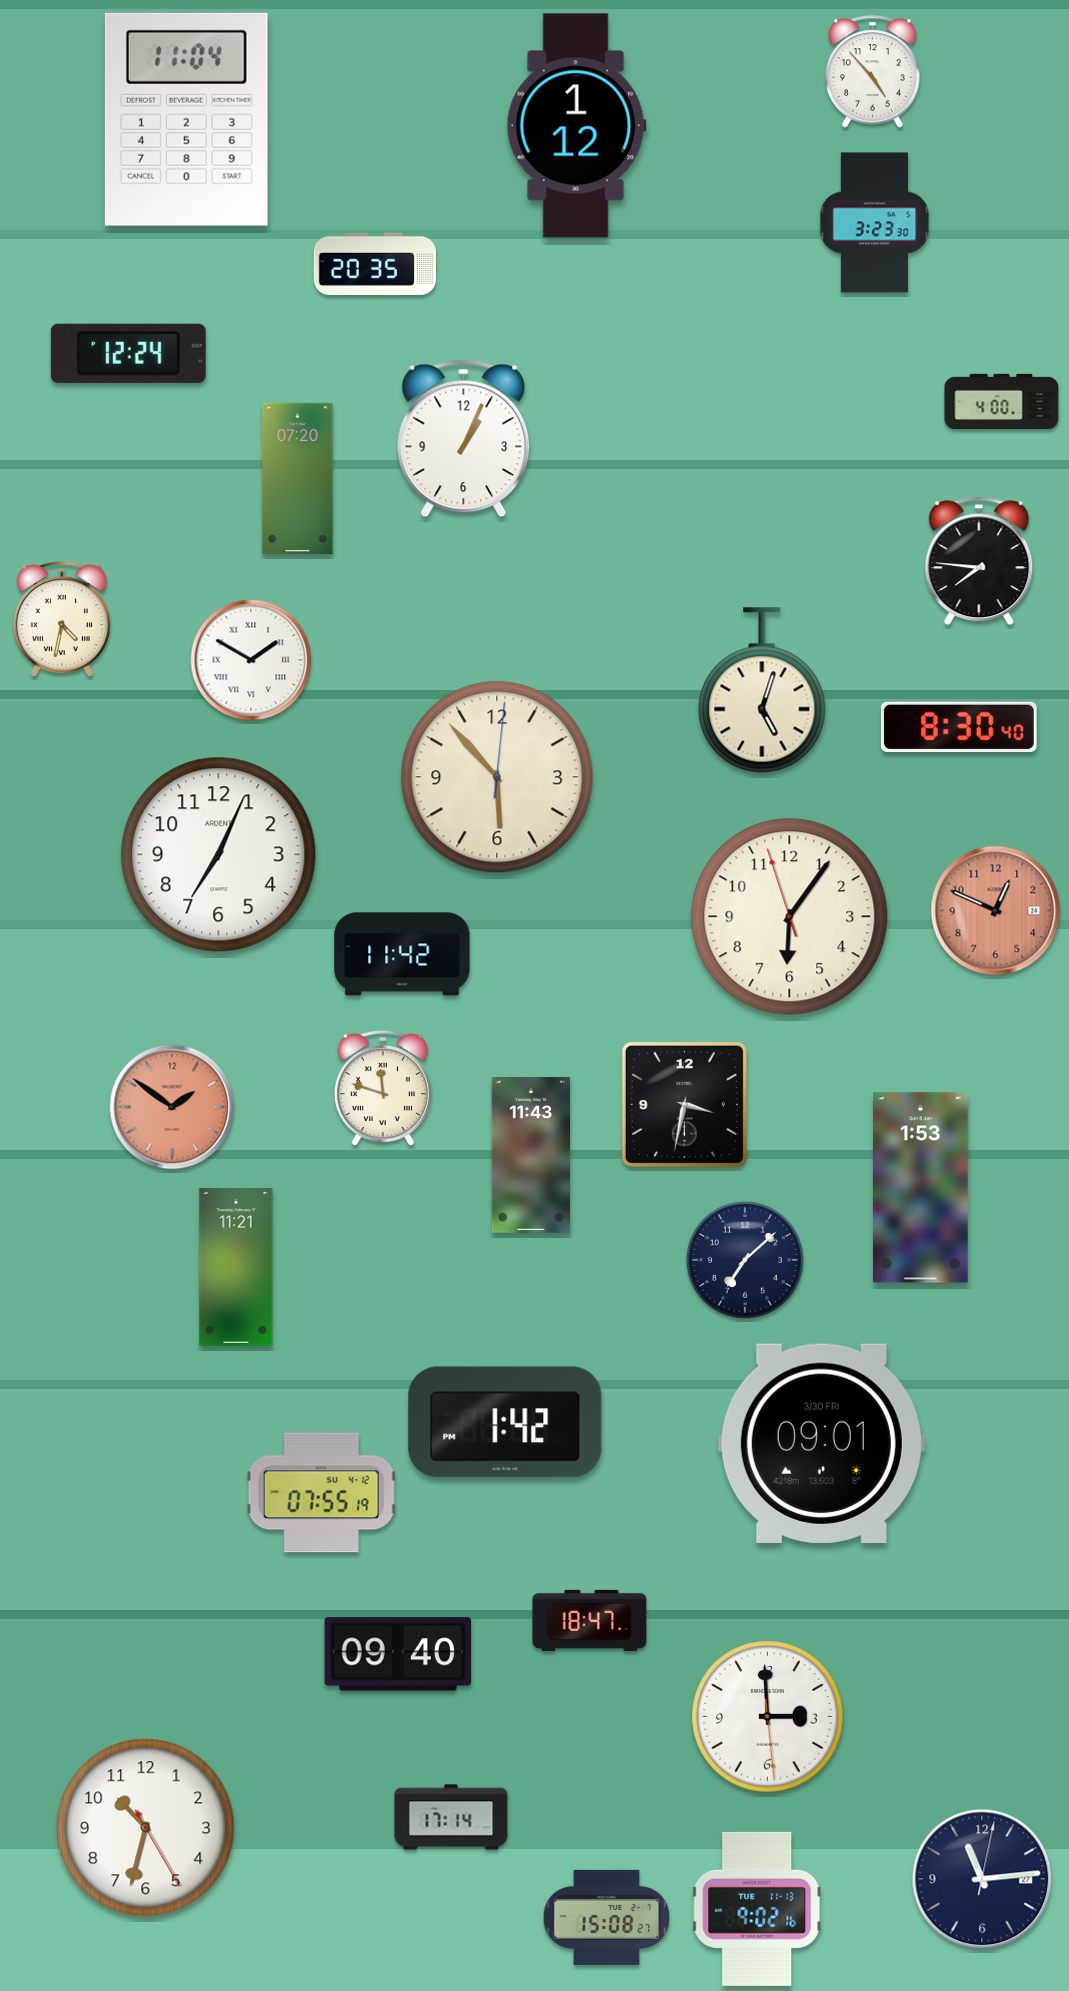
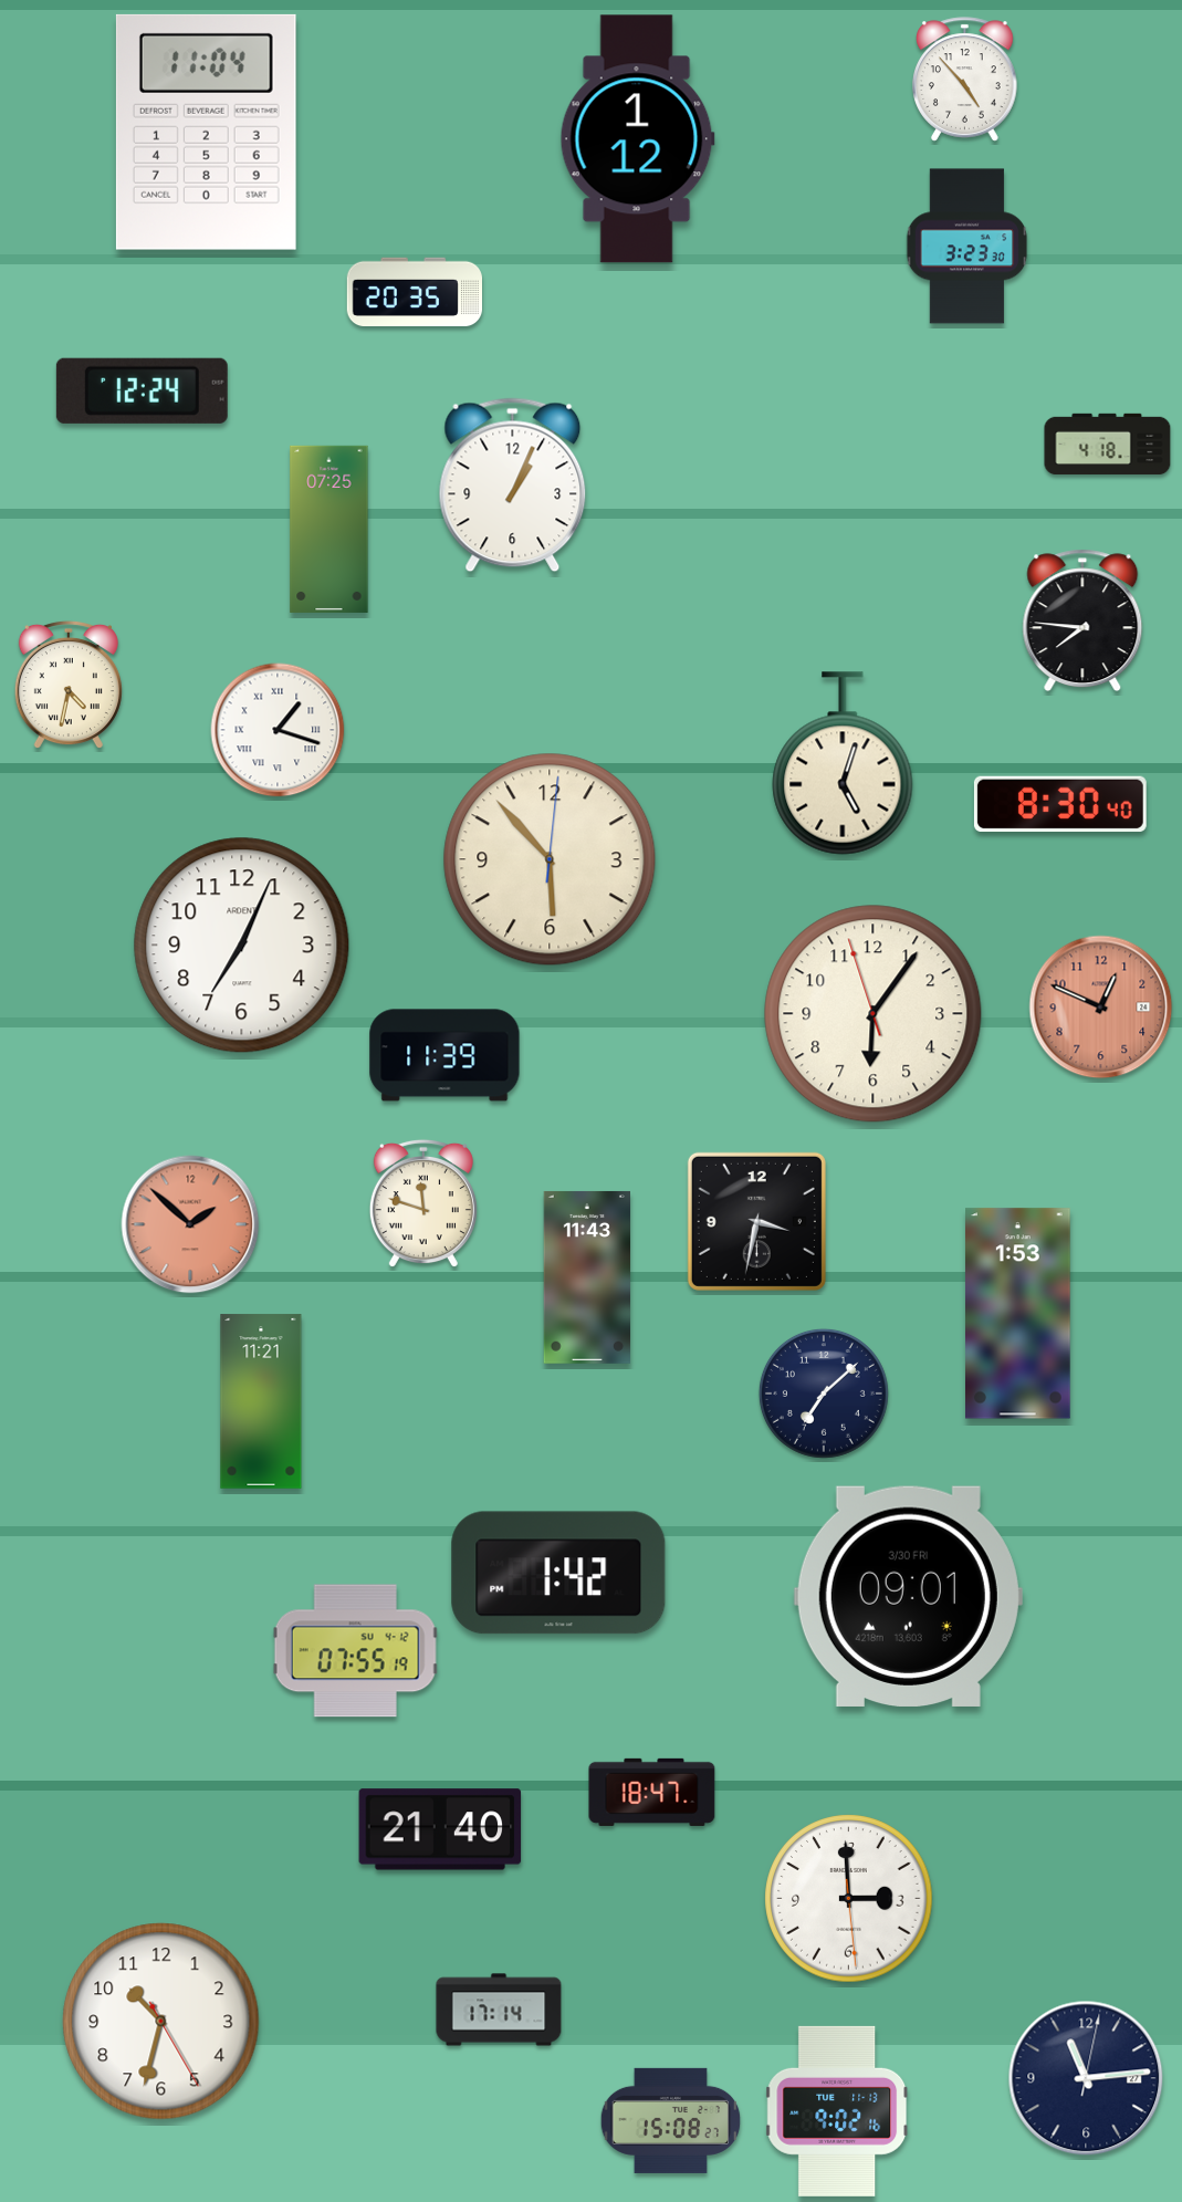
clock at (1002, 402): 4:00 -> 4:18
clock at (298, 478): 07:20 -> 07:25
clock at (251, 660): 1:50 -> 1:18
clock at (402, 954): 11:42 -> 11:39
clock at (172, 1107): 1:51 -> 1:52
clock at (398, 1654): 09:40 -> 21:40
